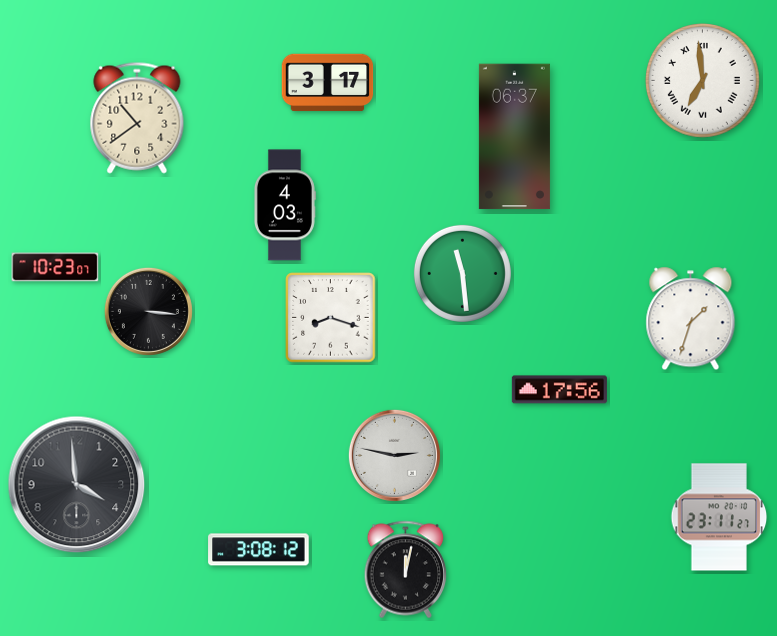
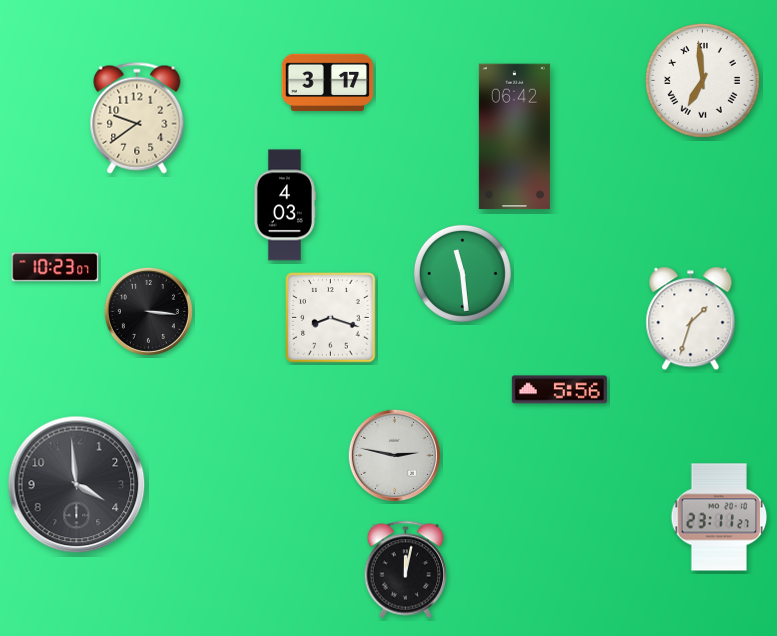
clock at (137, 118): 10:39 -> 9:39
clock at (514, 137): 06:37 -> 06:42
clock at (559, 390): 17:56 -> 5:56
clock at (259, 550): 3:08 -> none
